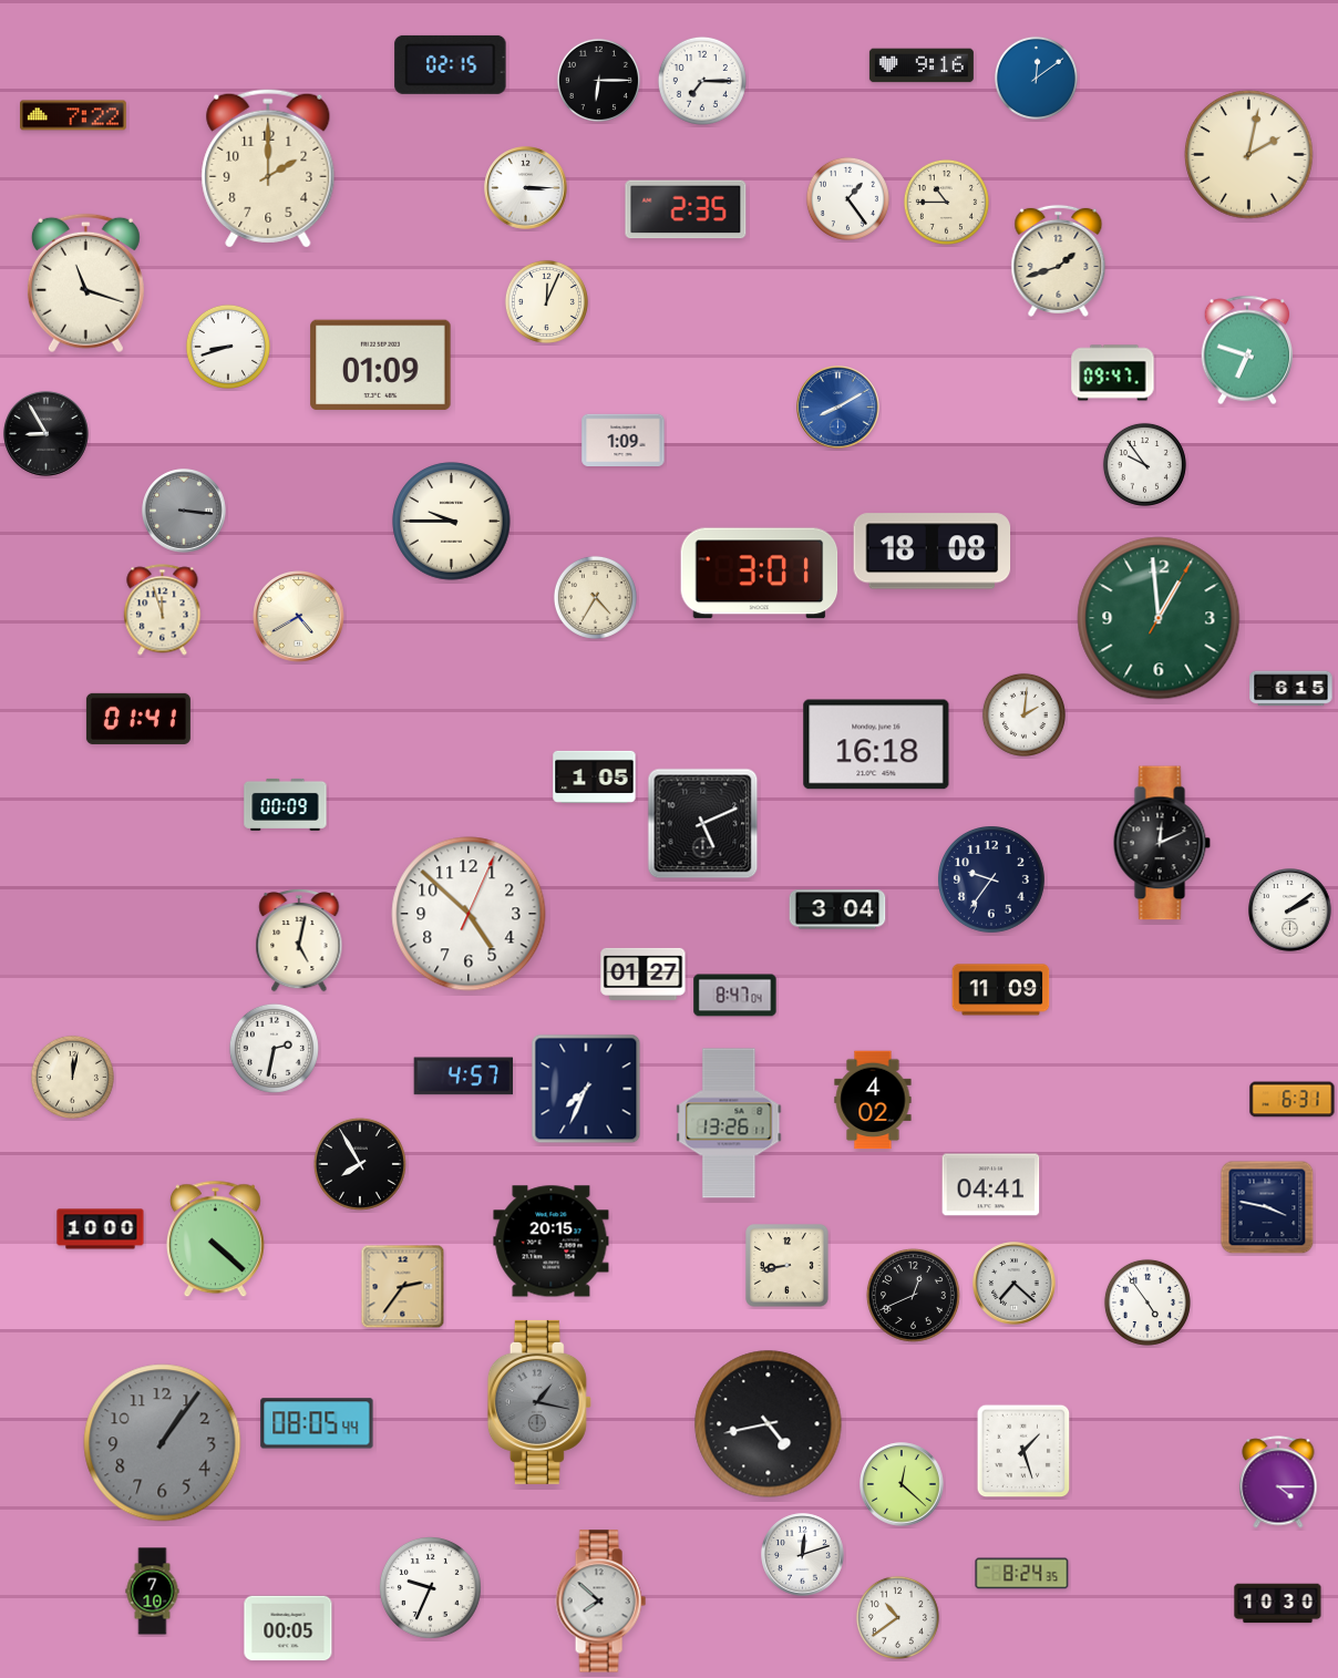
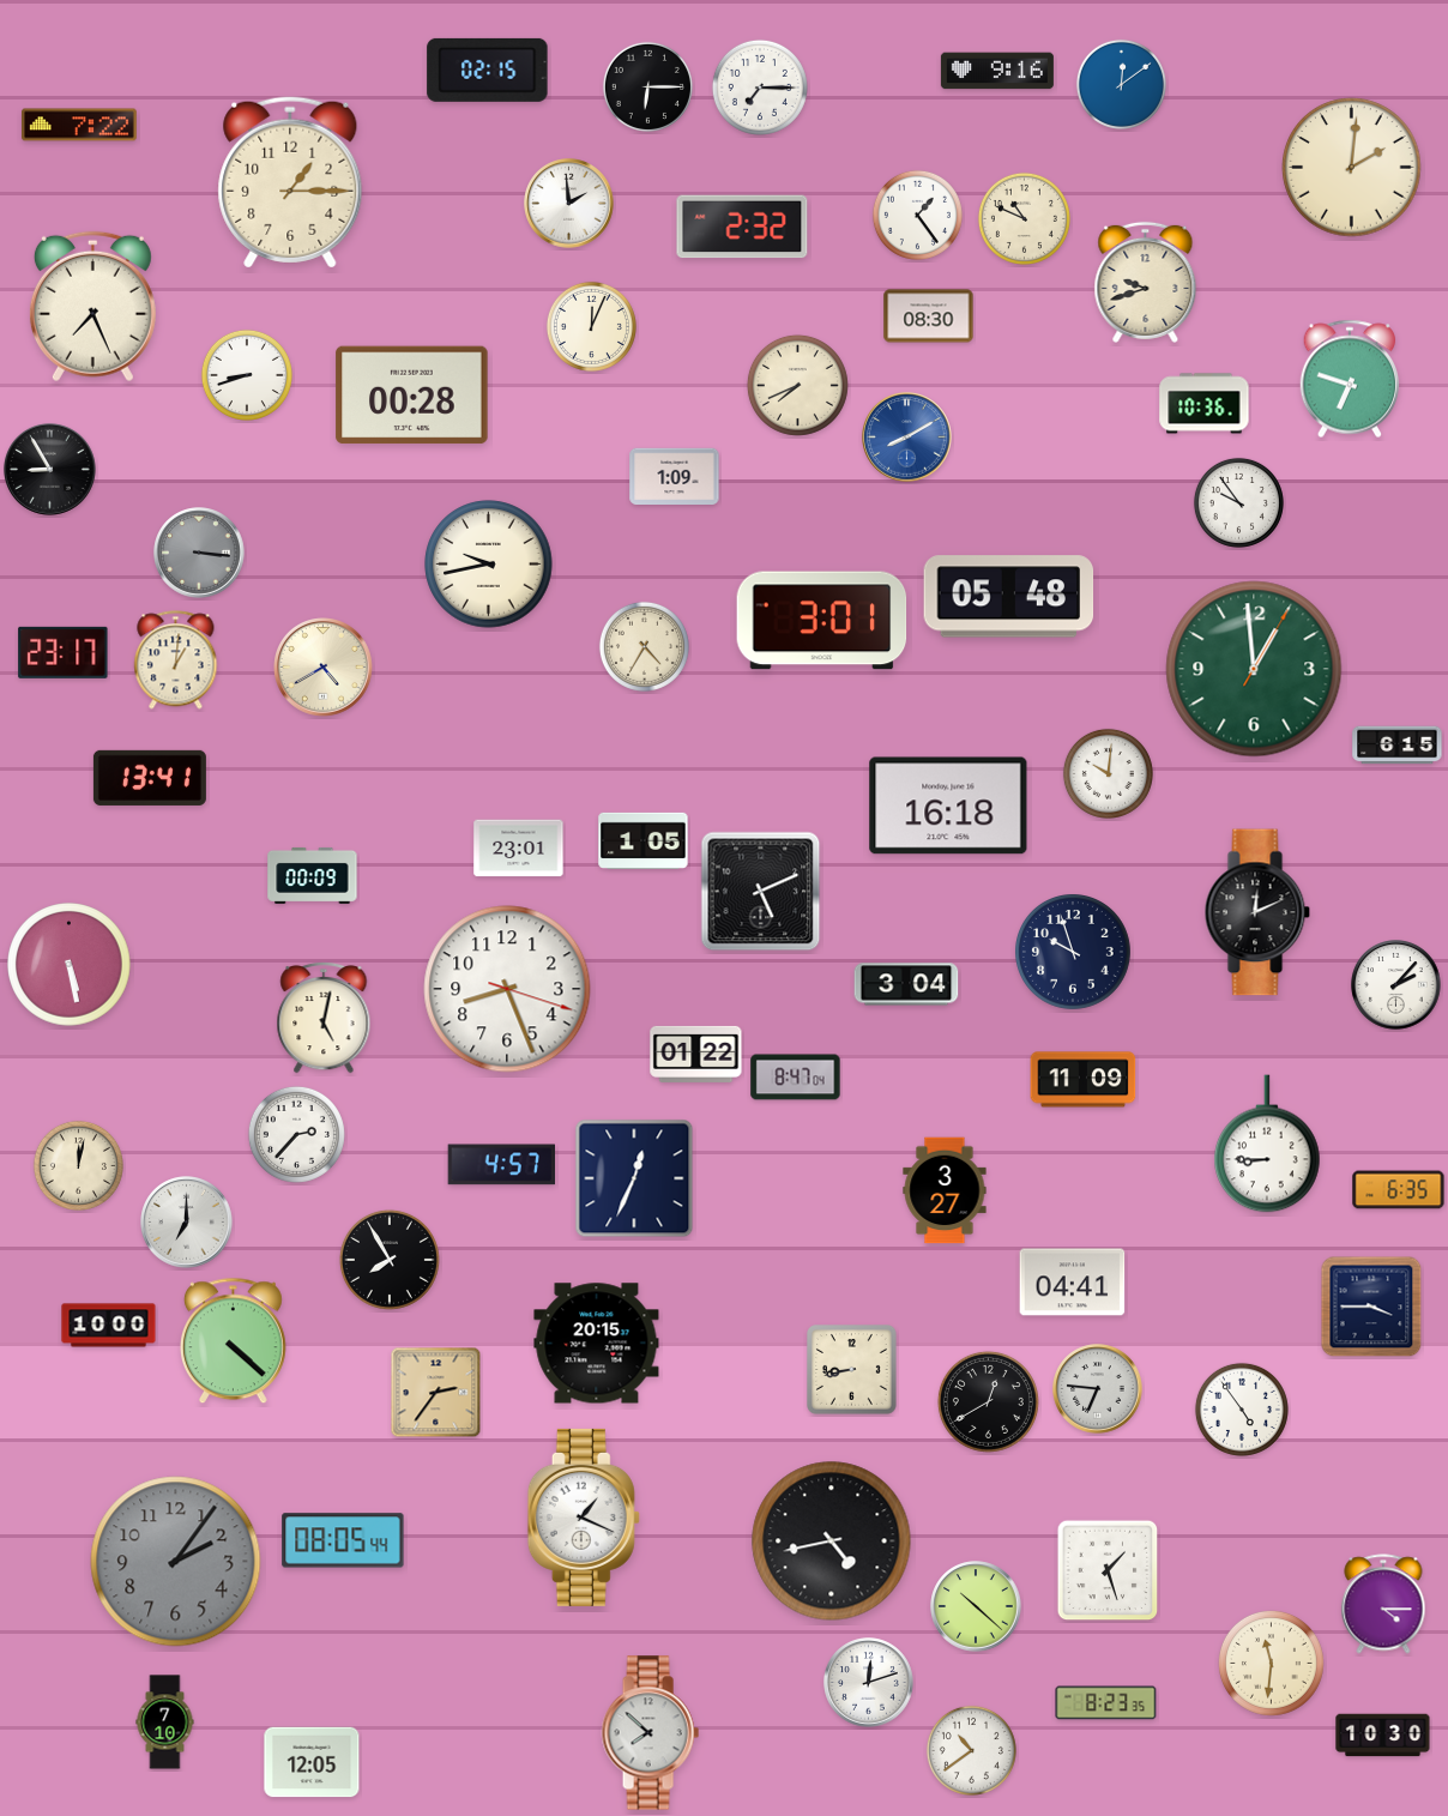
clock at (1249, 155): 2:02 -> 2:01
clock at (268, 168): 2:00 -> 1:15
clock at (526, 188): 3:15 -> 1:59
clock at (946, 202): 10:45 -> 10:49
clock at (686, 209): 2:35 -> 2:32
clock at (1059, 260): 1:42 -> 9:42
clock at (85, 284): 11:18 -> 7:26
clock at (929, 316): none -> 08:30
clock at (797, 385): none -> 7:41
clock at (381, 366): 01:09 -> 00:28
clock at (1113, 373): 09:47 -> 10:36
clock at (838, 408) position: (838, 408) -> (907, 438)
clock at (452, 522): 9:45 -> 9:43
clock at (933, 552): 18:08 -> 05:48
clock at (64, 652): none -> 23:17
clock at (163, 610): 11:57 -> 1:01
clock at (1023, 714): 2:01 -> 10:01
clock at (138, 719): 01:41 -> 13:41
clock at (519, 849): none -> 23:01
clock at (286, 804) position: (286, 804) -> (313, 875)
clock at (992, 881): 9:36 -> 9:57
clock at (70, 965): none -> 5:28
clock at (1290, 910): 2:09 -> 2:07
clock at (469, 914): 4:52 -> 8:26
clock at (644, 974): 01:27 -> 01:22
clock at (1001, 990) position: (1001, 990) -> (1084, 1080)
clock at (274, 1048): 2:32 -> 2:37
clock at (1267, 1144): none -> 8:45
clock at (586, 1089): 7:34 -> 12:34
clock at (873, 1100): 4:02 -> 3:27
clock at (1293, 1100): 6:31 -> 6:35
clock at (729, 1123): 13:26 -> none
clock at (187, 1223): none -> 7:00
clock at (1267, 1207): 3:47 -> 3:45
clock at (101, 1229) position: (101, 1229) -> (109, 1326)
clock at (1015, 1284): 7:22 -> 6:46
clock at (913, 1295): 12:41 -> 12:40
clock at (539, 1402): 1:17 -> 1:19
clock at (539, 1402) dial: grey -> white
clock at (163, 1443): 1:06 -> 2:06
clock at (902, 1484): 12:22 -> 10:22
clock at (1271, 1663): none -> 11:31
clock at (1022, 1574): 8:24 -> 8:23
clock at (430, 1587): 9:34 -> none
clock at (288, 1628): 00:05 -> 12:05
